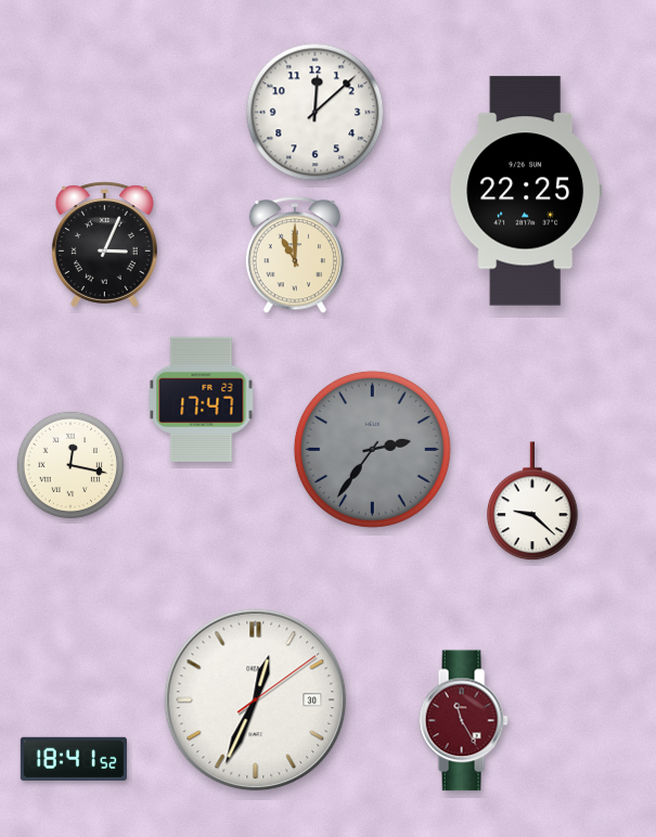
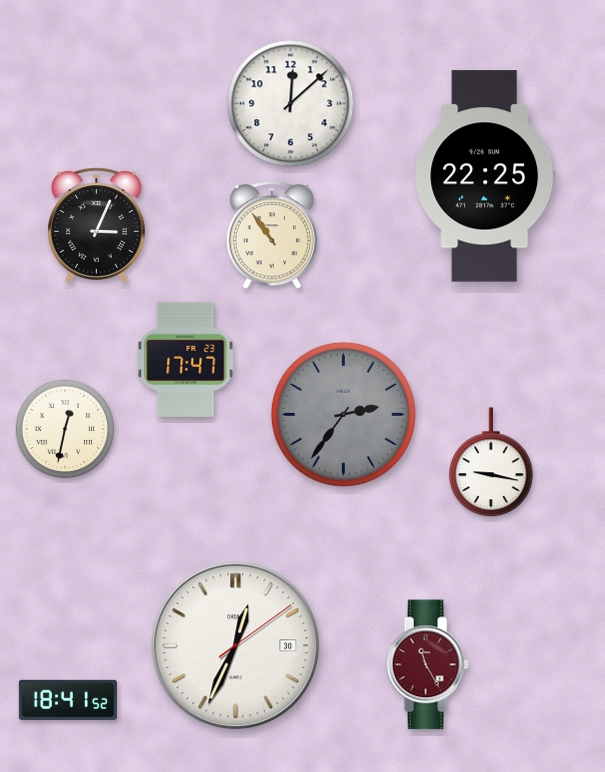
clock at (294, 256): 11:00 -> 10:54
clock at (202, 399) position: (202, 399) -> (186, 359)
clock at (69, 464): 12:17 -> 12:32
clock at (533, 502): 9:22 -> 9:17
